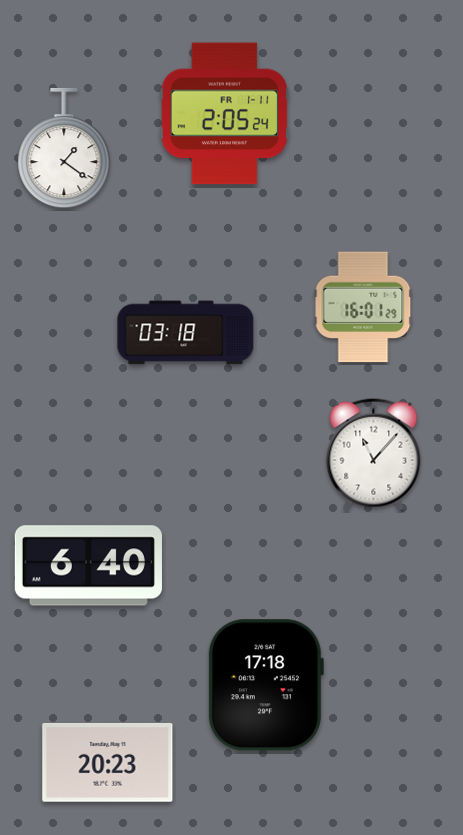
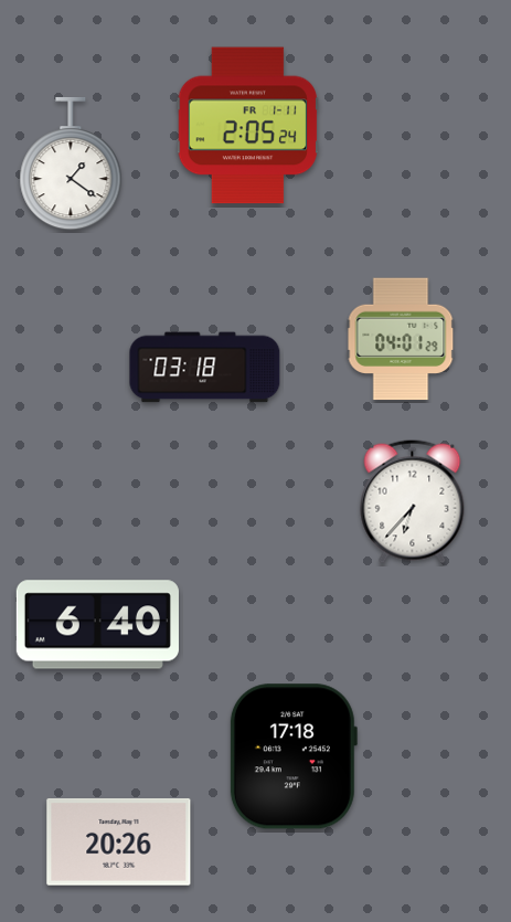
clock at (363, 307): 16:01 -> 04:01
clock at (374, 455): 11:07 -> 6:37
clock at (108, 762): 20:23 -> 20:26
